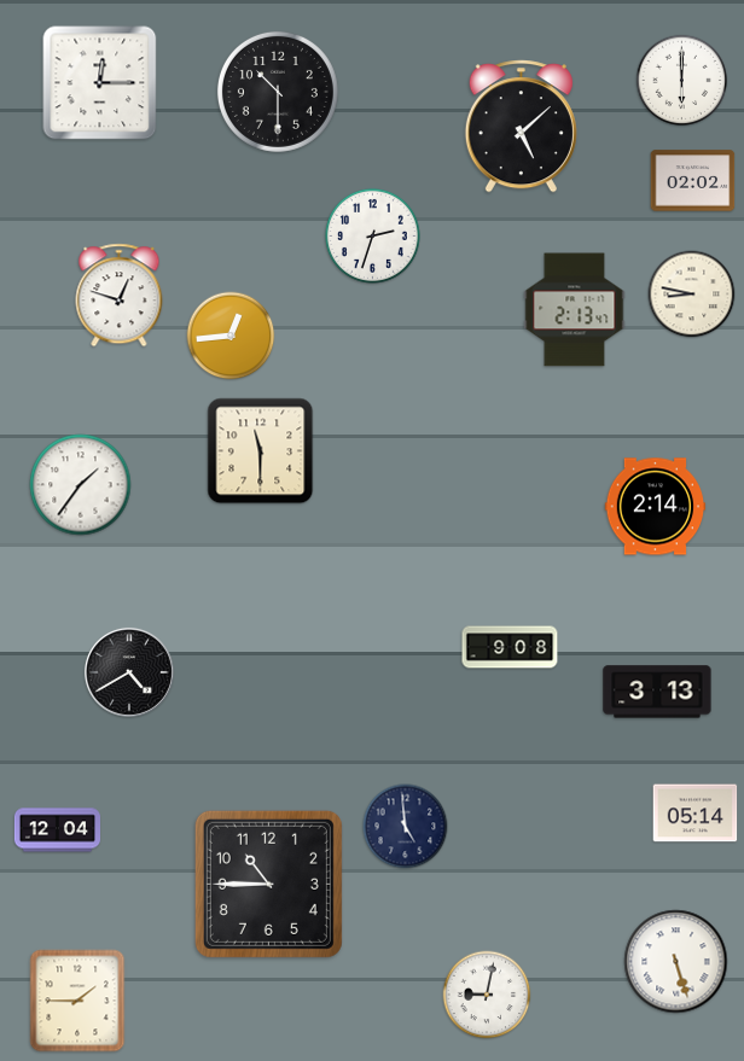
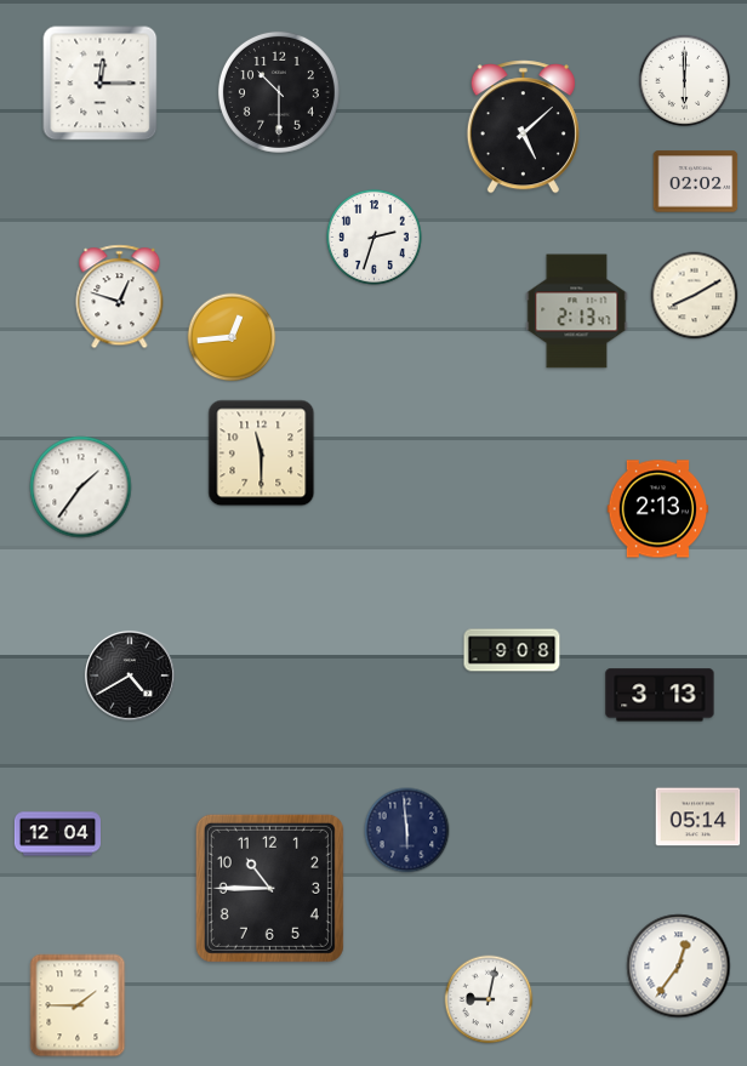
clock at (692, 295): 8:47 -> 8:10
clock at (656, 507): 2:14 -> 2:13
clock at (406, 827): 4:59 -> 5:59
clock at (676, 962): 5:27 -> 12:36
